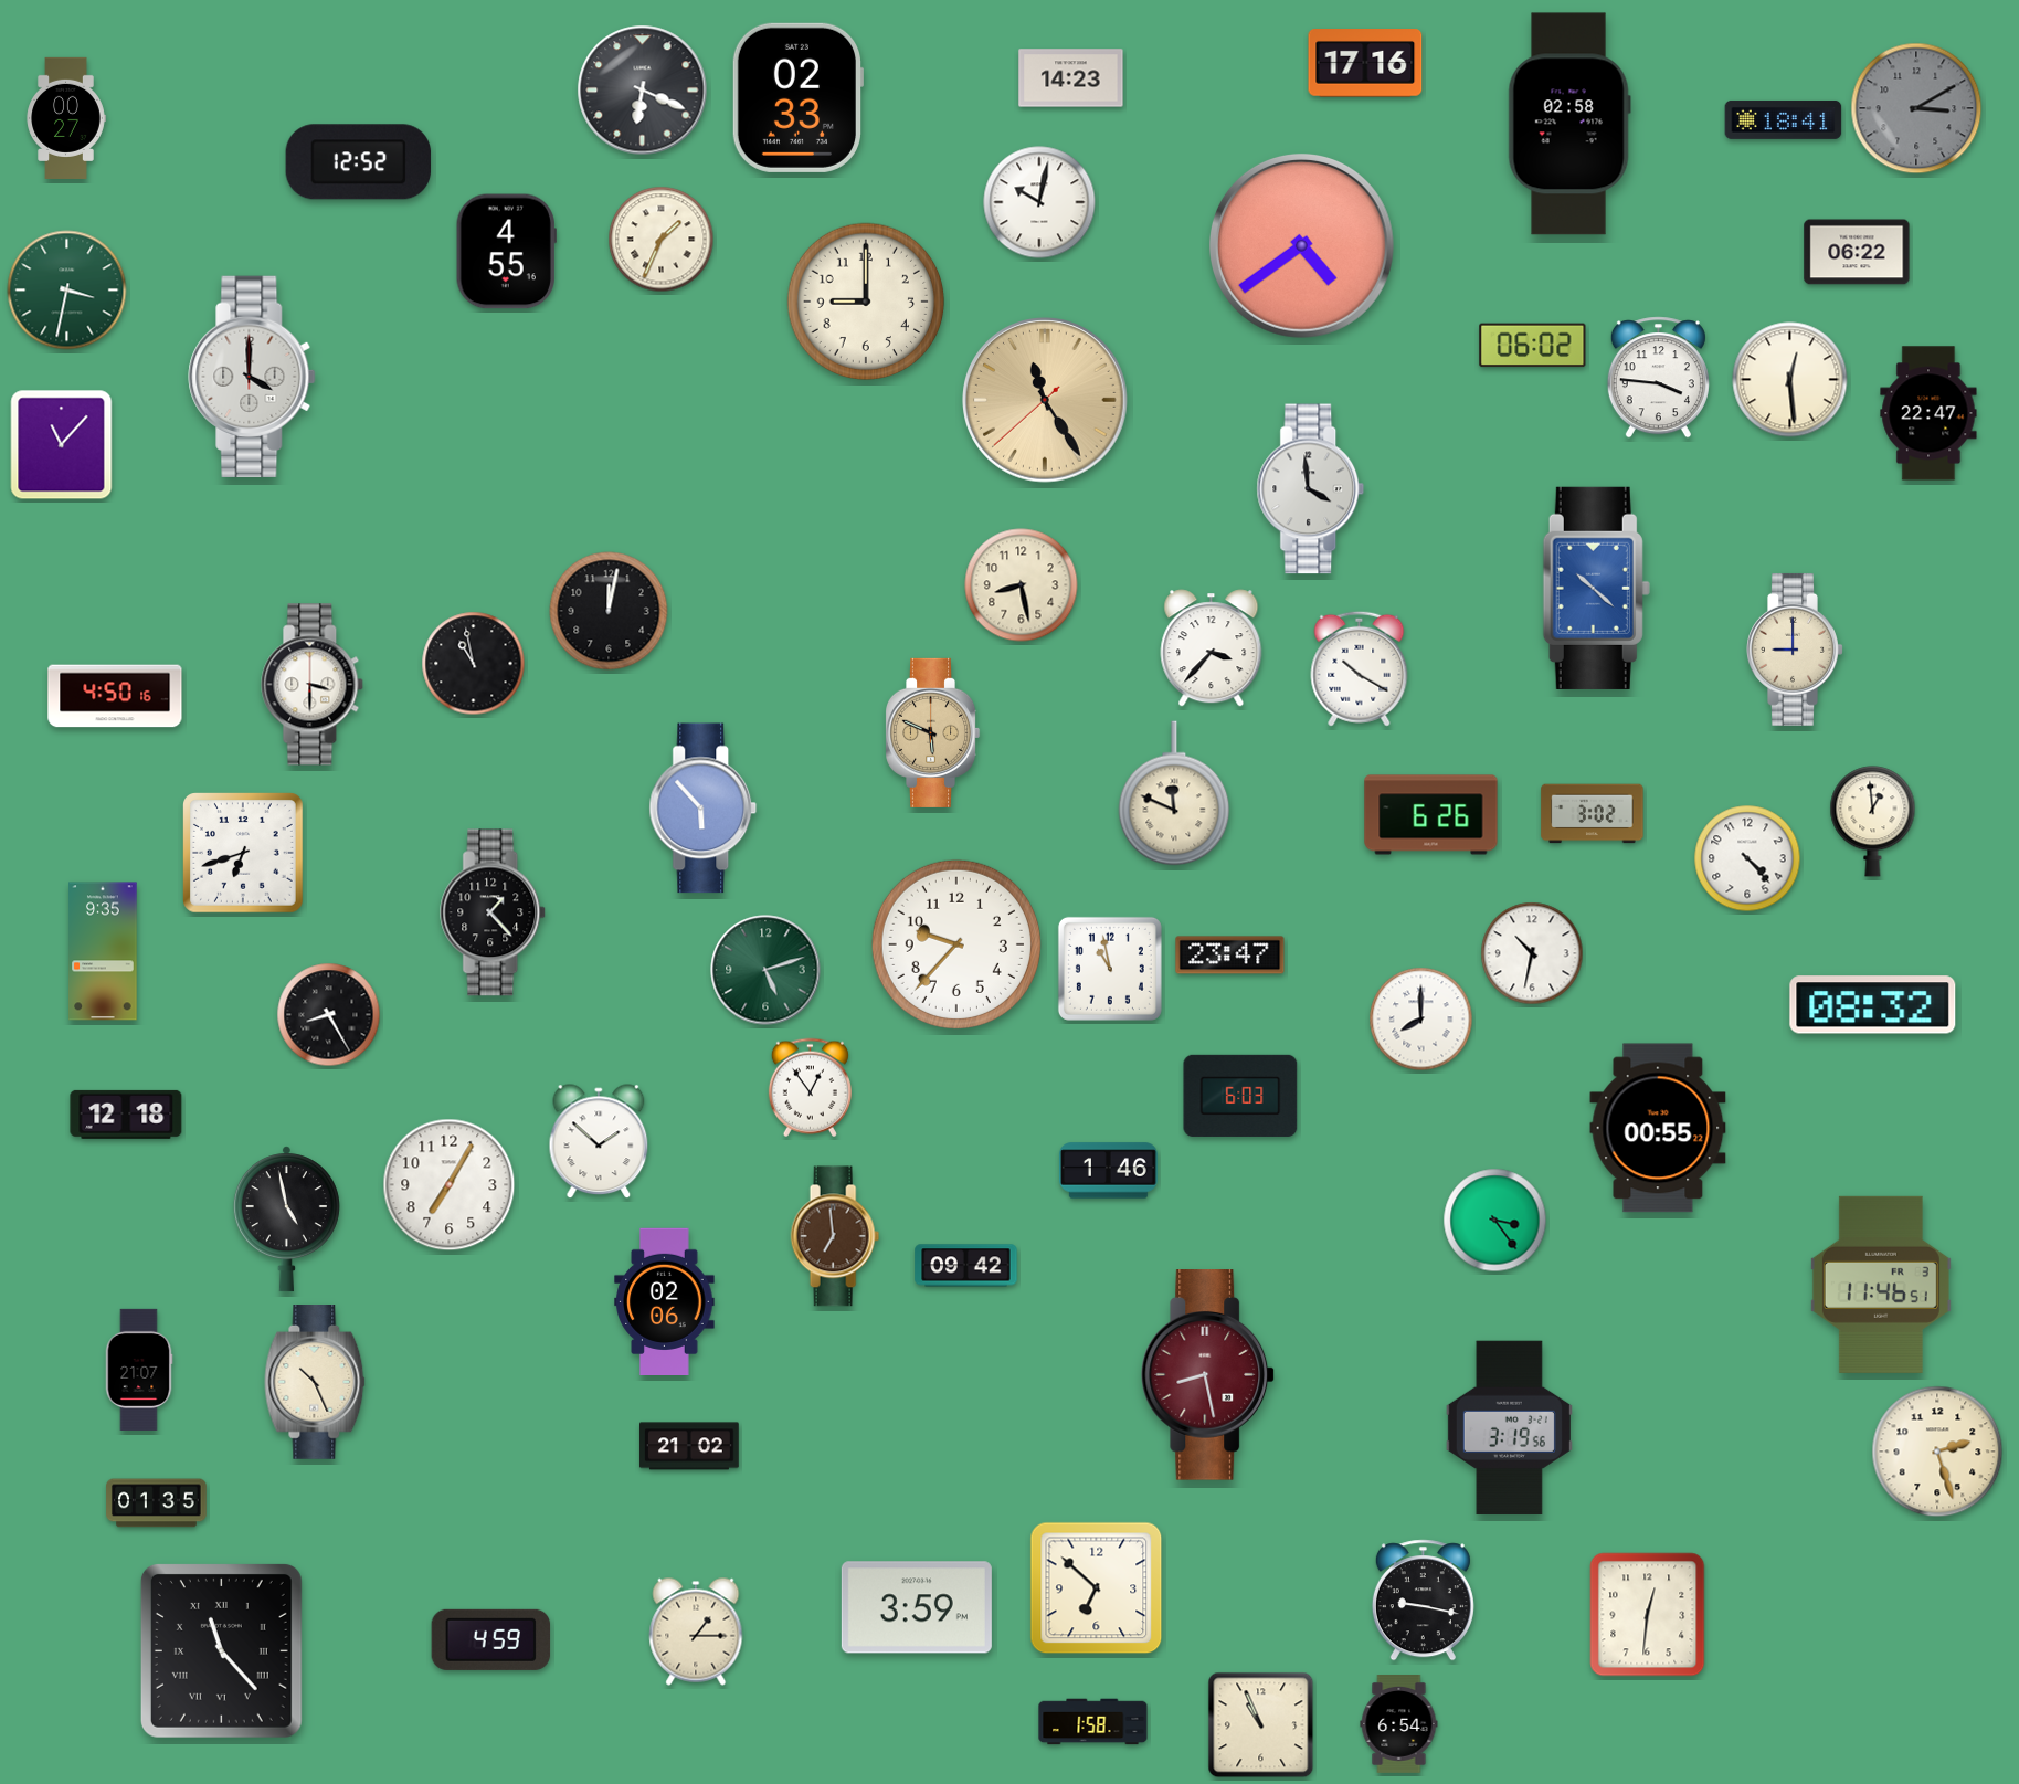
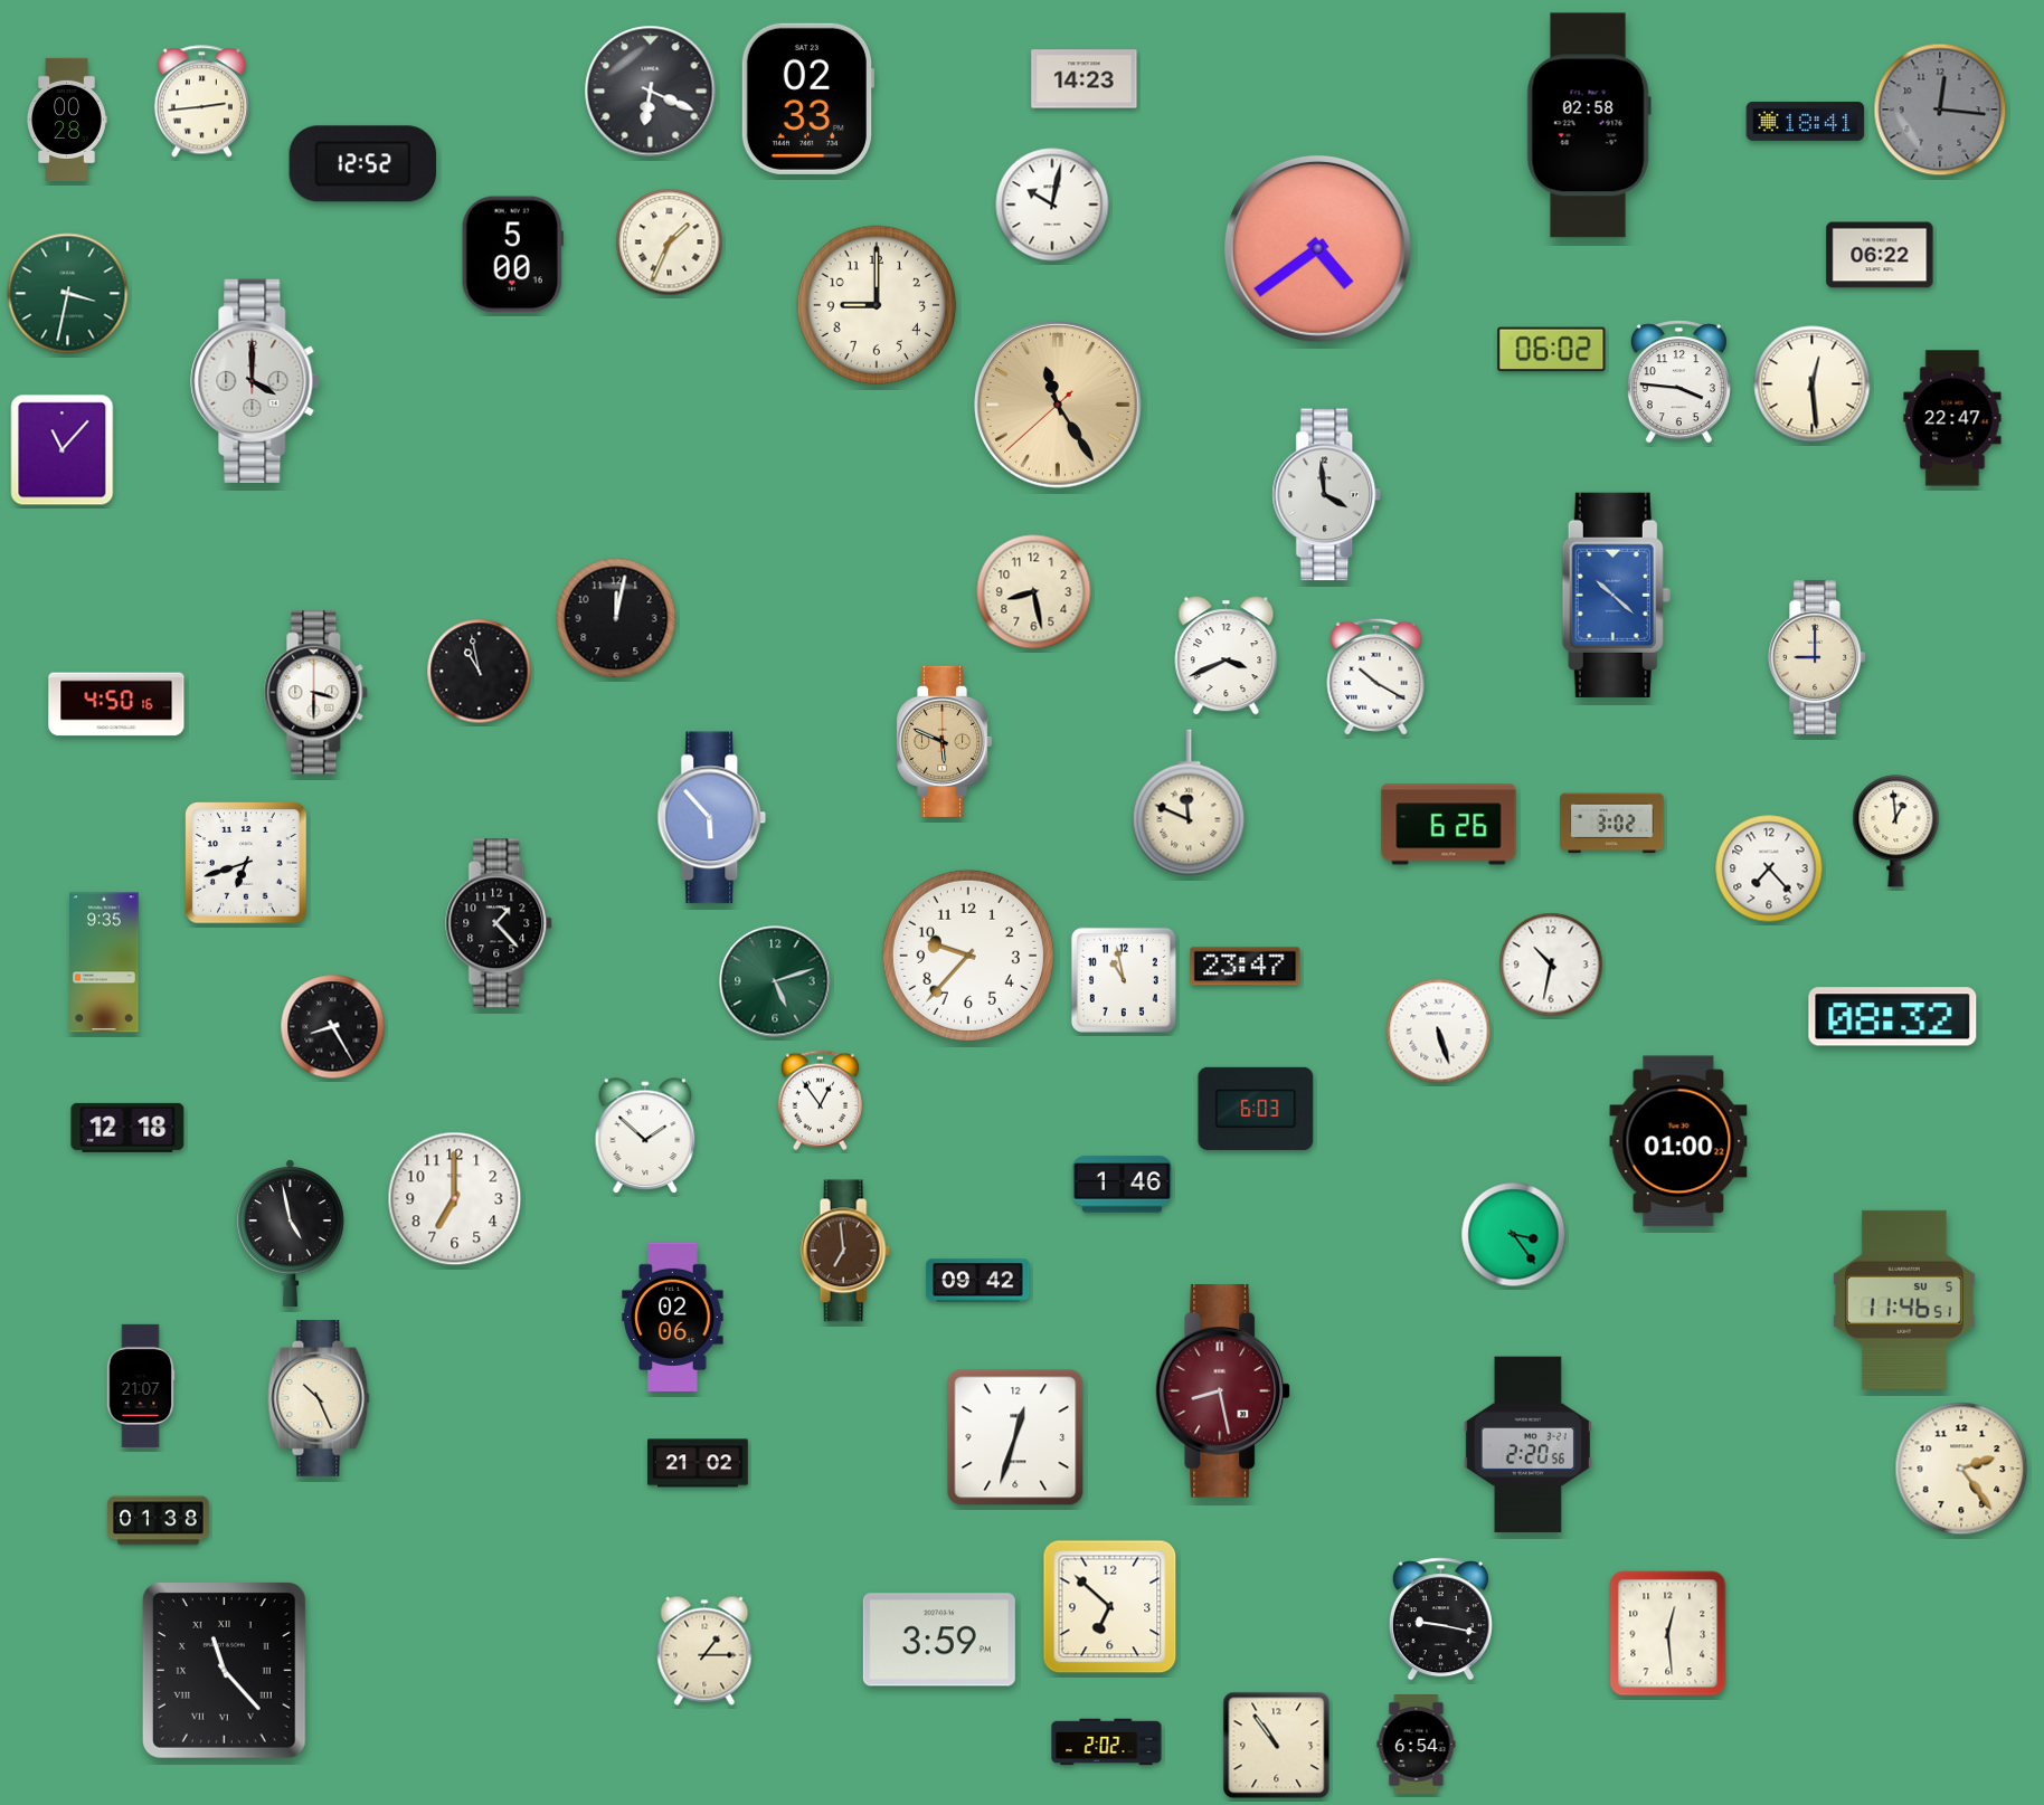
clock at (1365, 63): 17:16 -> none
clock at (201, 102): none -> 2:44
clock at (1916, 108): 3:10 -> 12:16
clock at (66, 118): 00:27 -> 00:28
clock at (506, 252): 4:55 -> 5:00
clock at (1212, 648): 3:37 -> 3:41
clock at (1747, 858): 4:23 -> 7:23
clock at (1873, 1005) position: (1873, 1005) -> (1893, 1017)
clock at (1421, 1020): 8:00 -> 5:27
clock at (1658, 1128): 00:55 -> 01:00
clock at (599, 1142) position: (599, 1142) -> (645, 1137)
clock at (450, 1185): 7:05 -> 7:00
clock at (1881, 1285) date: FR 3 -> SU 5
clock at (1015, 1437): none -> 12:33
clock at (1509, 1428): 3:19 -> 2:20
clock at (1937, 1452): 2:27 -> 2:24
clock at (157, 1503): 01:35 -> 01:38
clock at (917, 1607) position: (917, 1607) -> (939, 1640)
clock at (1648, 1615): 12:31 -> 12:29
clock at (491, 1639): 4:59 -> none
clock at (1093, 1722): 1:58 -> 2:02
clock at (1261, 1725): 10:56 -> 10:54
